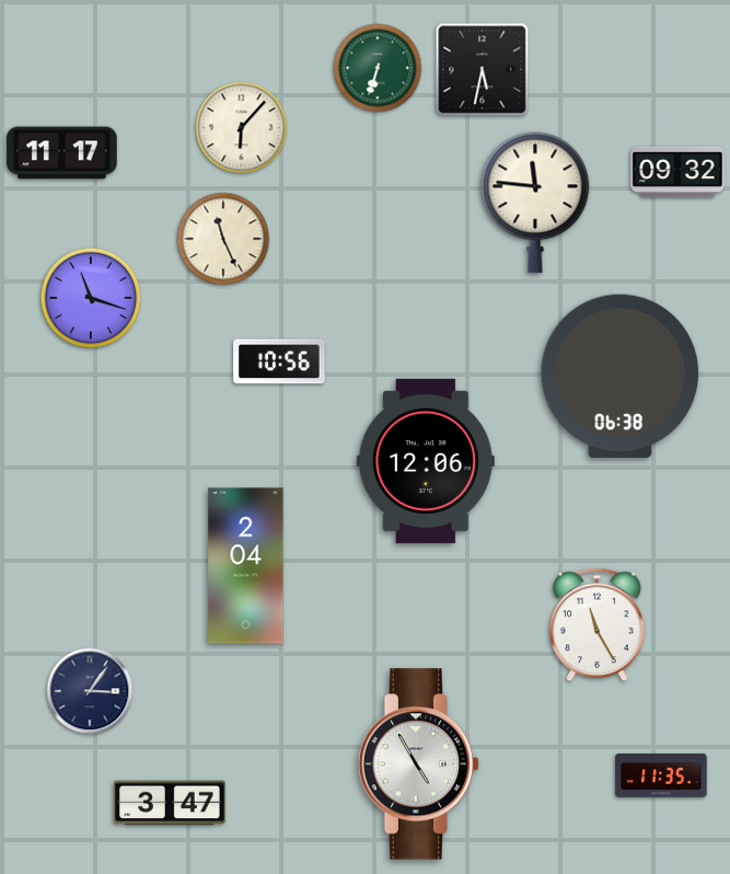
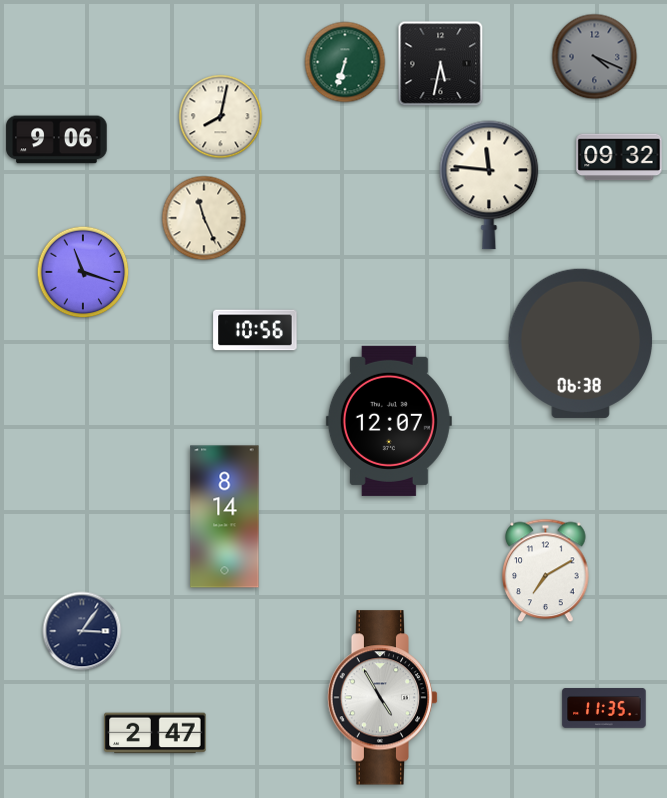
clock at (595, 57): none -> 4:19
clock at (242, 128): 6:07 -> 8:02
clock at (62, 153): 11:17 -> 9:06
clock at (621, 376) position: (621, 376) -> (581, 343)
clock at (426, 461): 12:06 -> 12:07
clock at (246, 566): 2:04 -> 8:14
clock at (598, 625): 11:25 -> 7:10
clock at (170, 803): 3:47 -> 2:47
